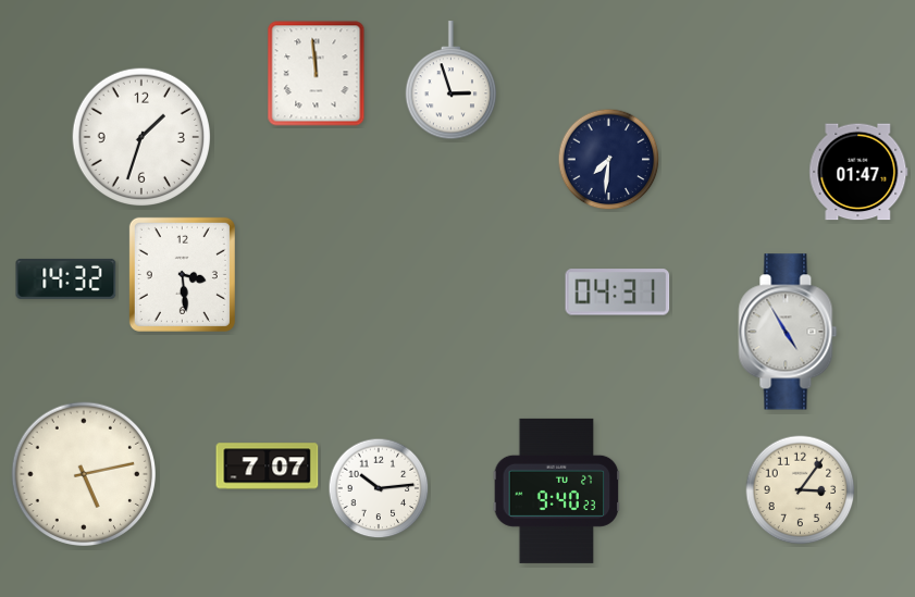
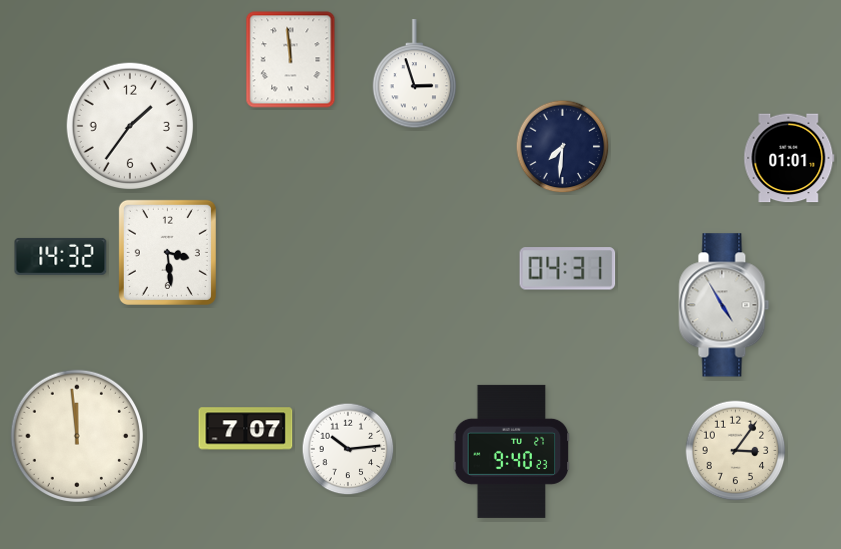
clock at (317, 74) position: (317, 74) -> (291, 60)
clock at (141, 137): 1:33 -> 1:36
clock at (609, 160) position: (609, 160) -> (563, 147)
clock at (858, 172): 01:47 -> 01:01
clock at (83, 473): 5:13 -> 11:59
